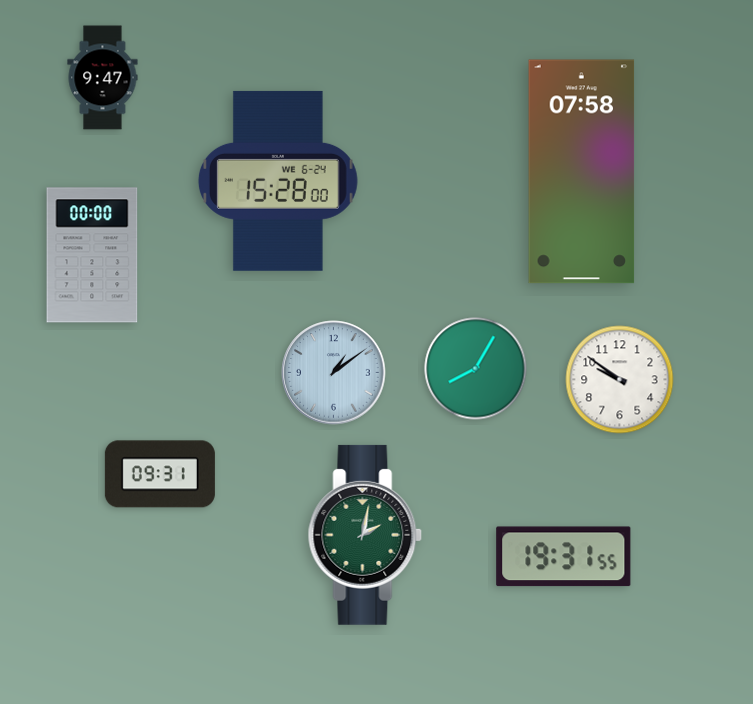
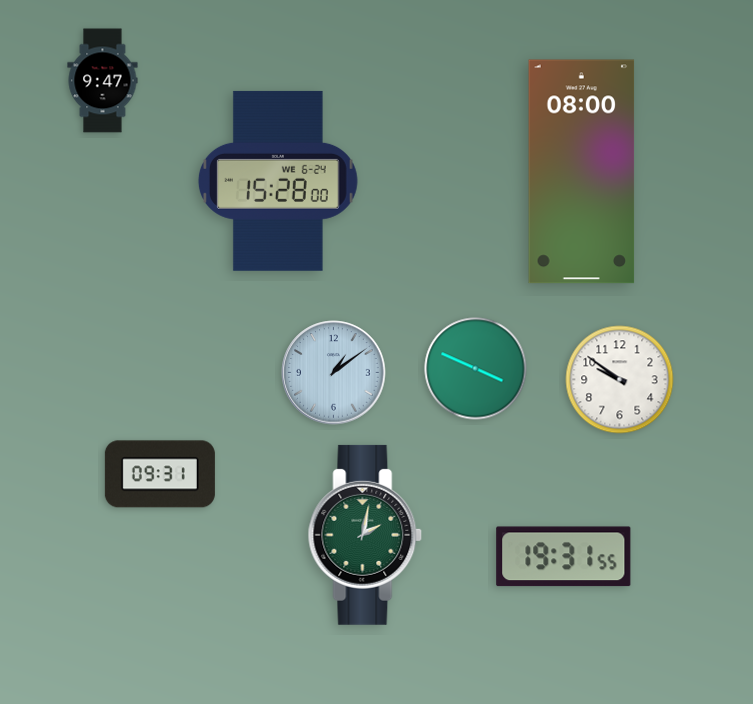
clock at (103, 78) position: (103, 78) -> (103, 81)
clock at (582, 172): 07:58 -> 08:00
clock at (92, 255): 00:00 -> none
clock at (476, 369): 8:05 -> 3:49
